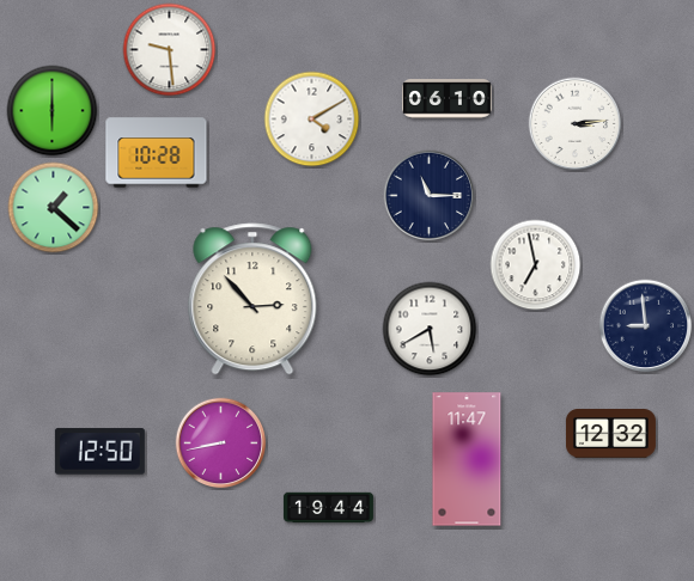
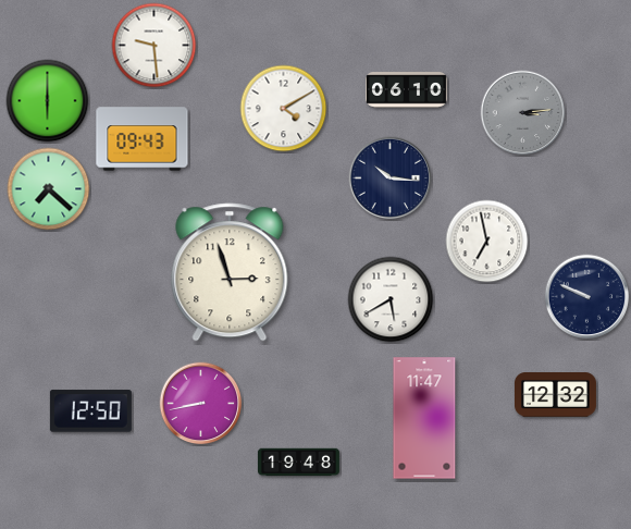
clock at (576, 124) dial: white -> grey
clock at (157, 153): 10:28 -> 09:43
clock at (430, 196): 11:15 -> 10:16
clock at (54, 208): 1:22 -> 7:22
clock at (252, 299): 2:53 -> 2:57
clock at (646, 326): 8:59 -> 9:49
clock at (328, 508): 19:44 -> 19:48
